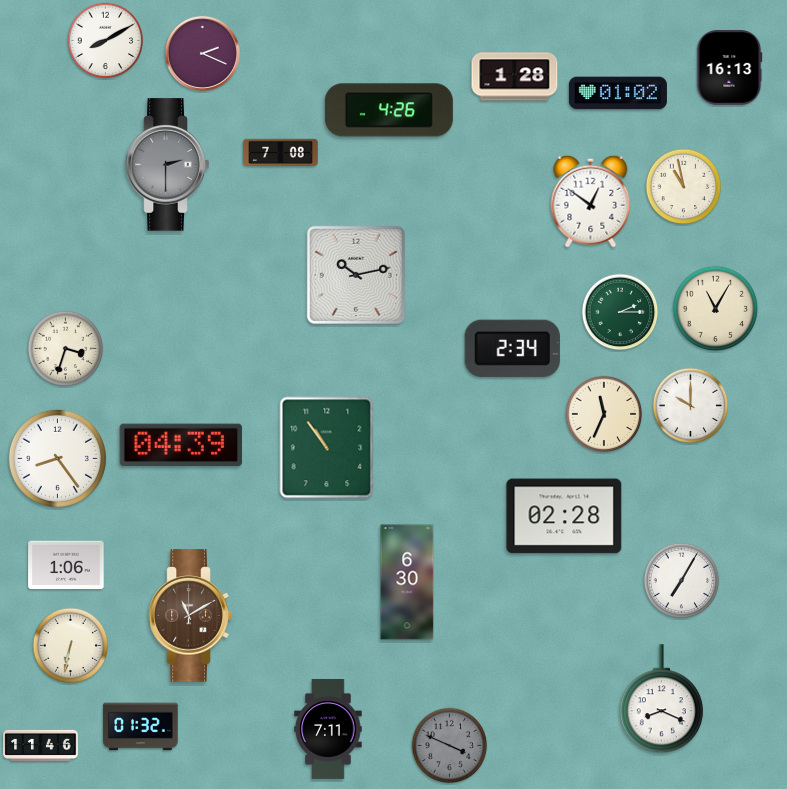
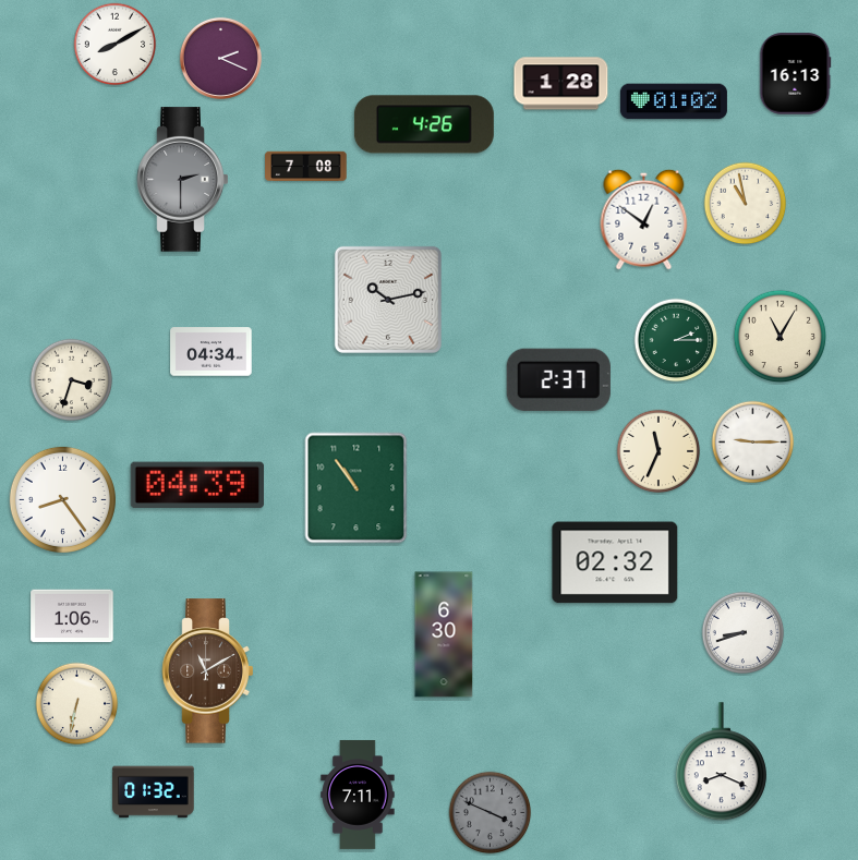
clock at (389, 110) position: (389, 110) -> (424, 124)
clock at (212, 352): none -> 04:34
clock at (512, 348): 2:34 -> 2:37
clock at (691, 406): 10:00 -> 9:15
clock at (564, 516): 02:28 -> 02:32
clock at (682, 581): 7:05 -> 8:42
clock at (41, 745): 11:46 -> none
